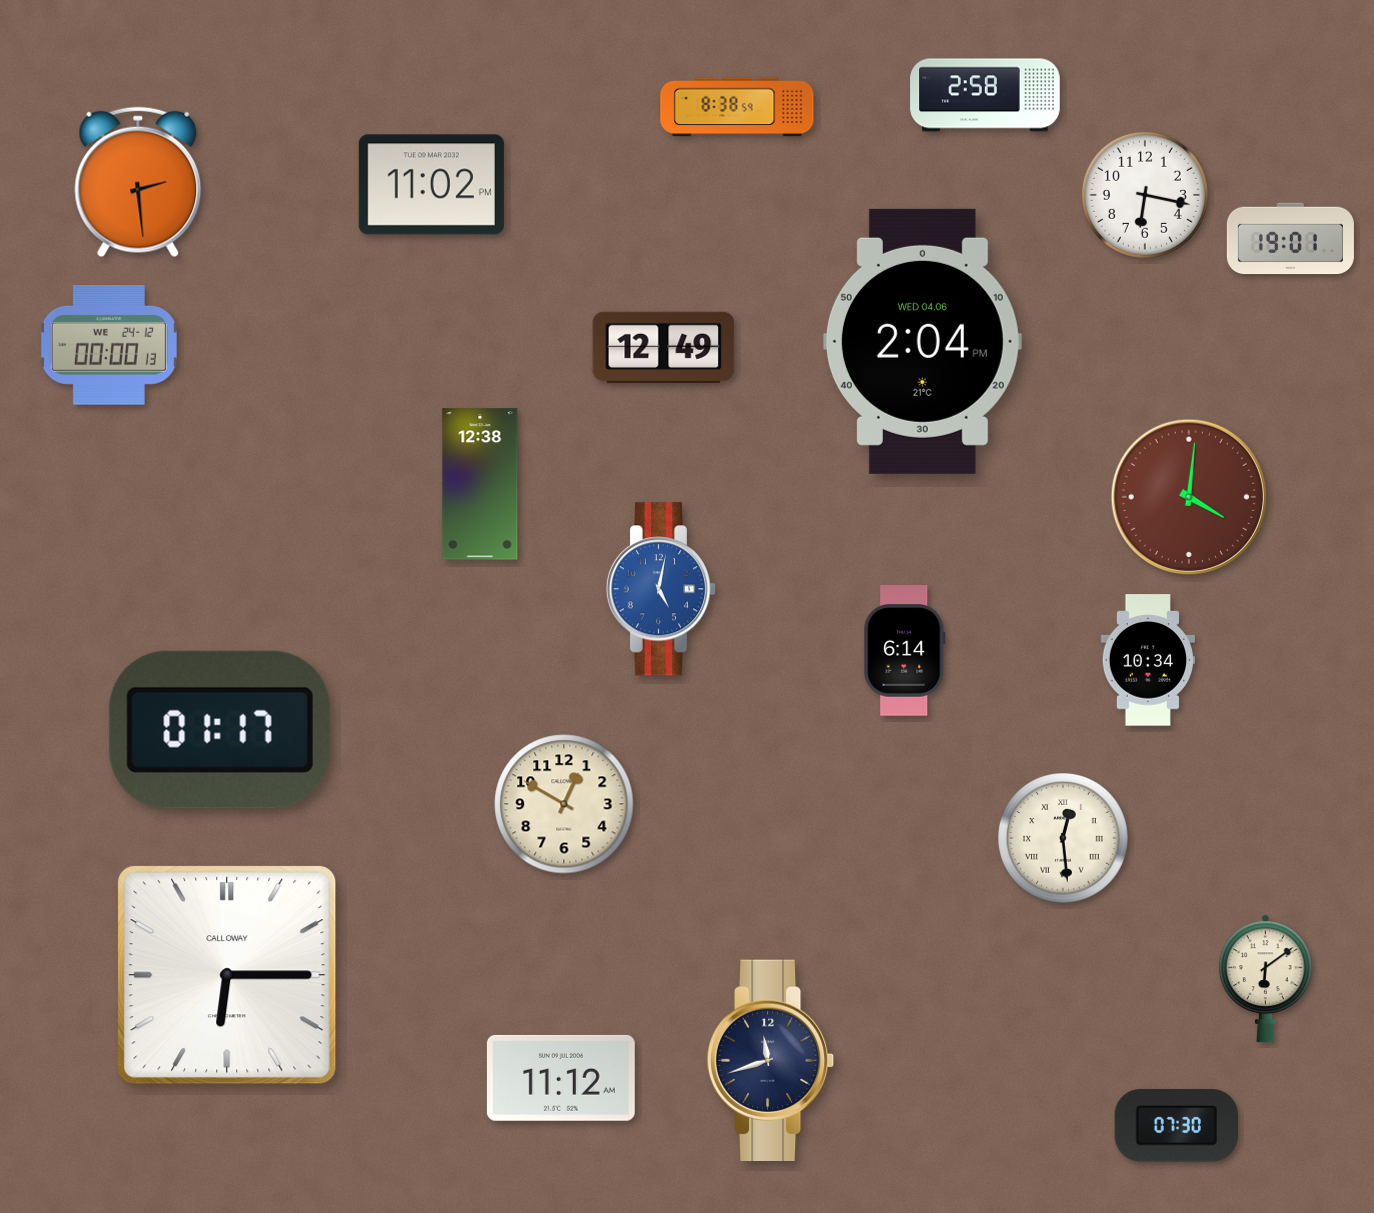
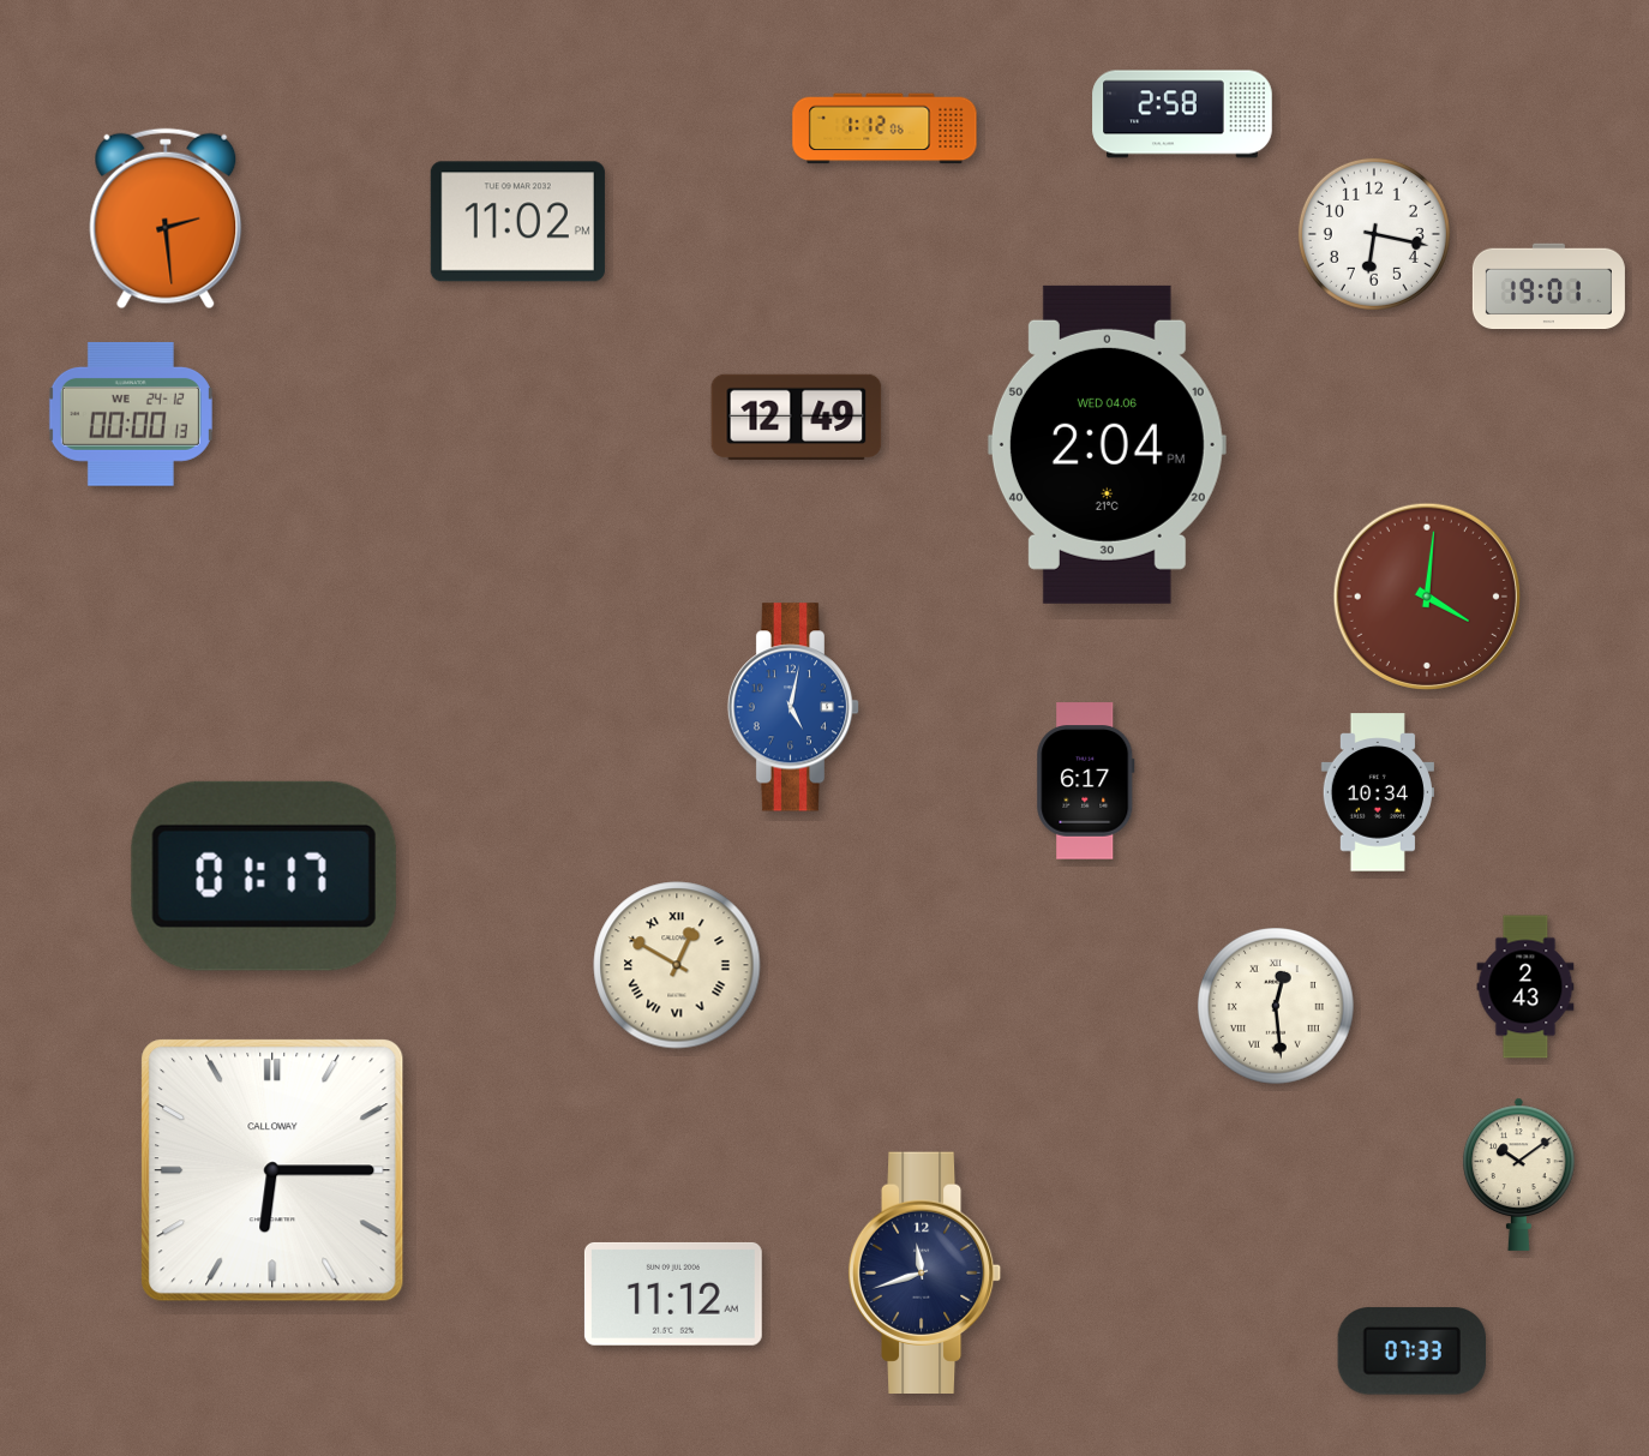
clock at (737, 107): 8:38 -> 1:12
clock at (922, 341) position: (922, 341) -> (1107, 444)
clock at (480, 484): 12:38 -> none
clock at (905, 651): 6:14 -> 6:17
clock at (564, 804) numerals: Arabic -> Roman
clock at (1525, 987): none -> 2:43
clock at (1266, 978): 6:09 -> 10:09
clock at (1176, 1126): 07:30 -> 07:33
